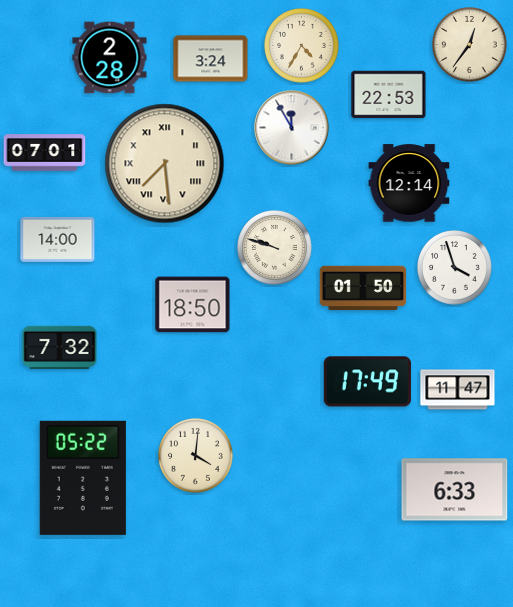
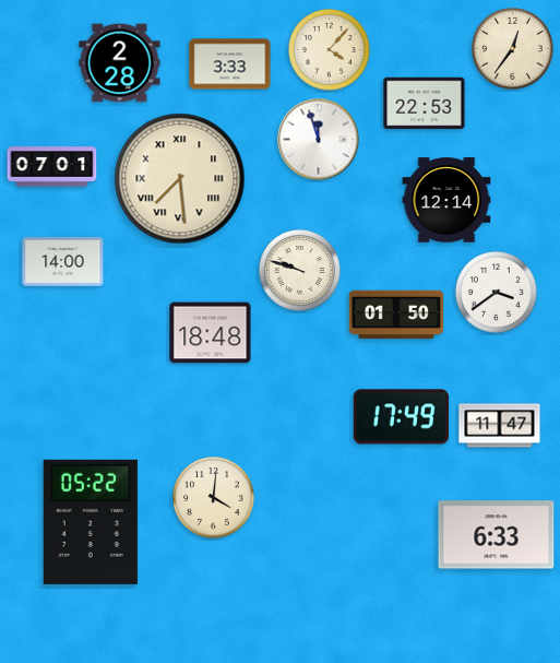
clock at (302, 46): 4:35 -> 4:07
clock at (211, 59): 3:24 -> 3:33
clock at (292, 128): 11:55 -> 11:57
clock at (45, 153) position: (45, 153) -> (52, 167)
clock at (455, 268): 3:57 -> 3:39
clock at (193, 305): 18:50 -> 18:48
clock at (60, 347): 7:32 -> none
